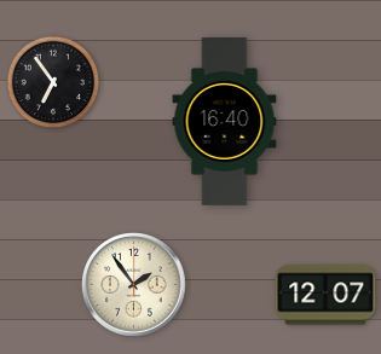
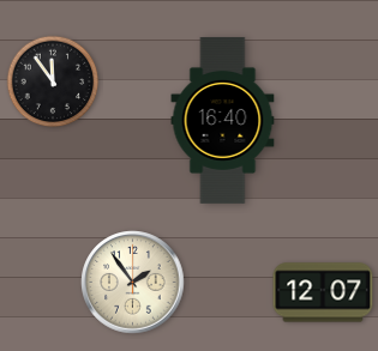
clock at (53, 82): 6:54 -> 11:54
